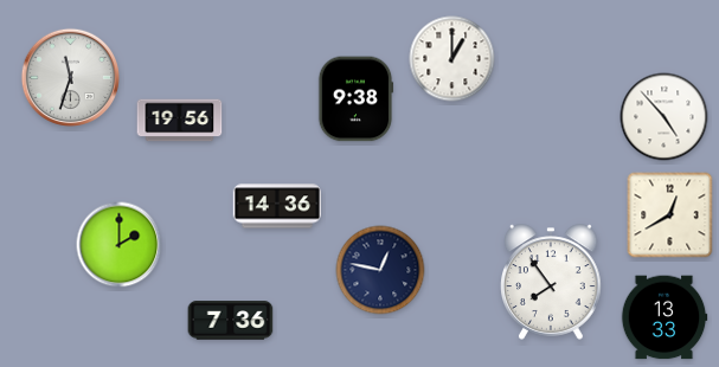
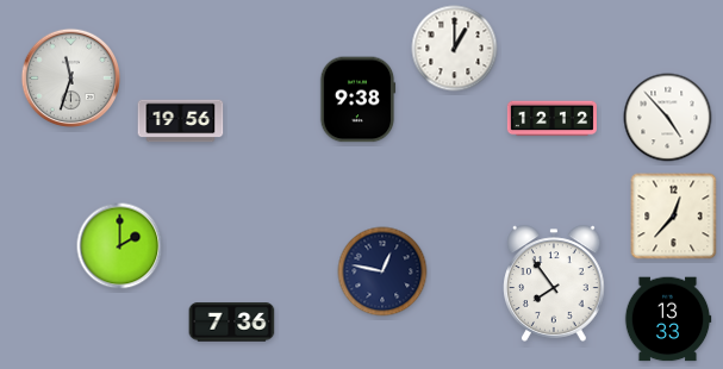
clock at (452, 59) position: (452, 59) -> (455, 49)
clock at (551, 119): none -> 12:12
clock at (276, 206): 14:36 -> none
clock at (670, 215): 12:40 -> 12:37
